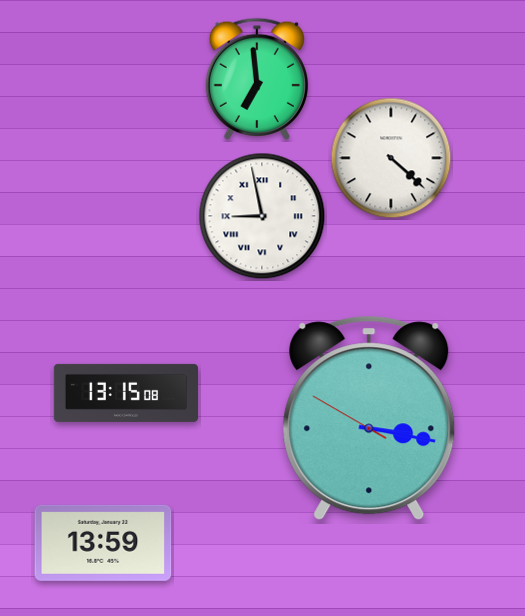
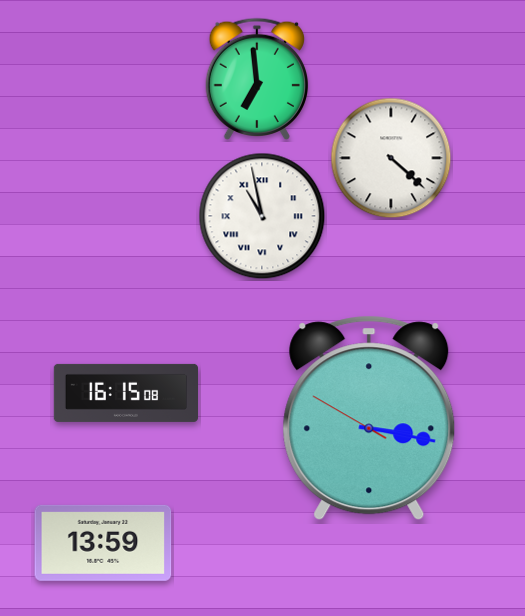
clock at (262, 216): 8:58 -> 10:58
clock at (125, 393): 13:15 -> 16:15
